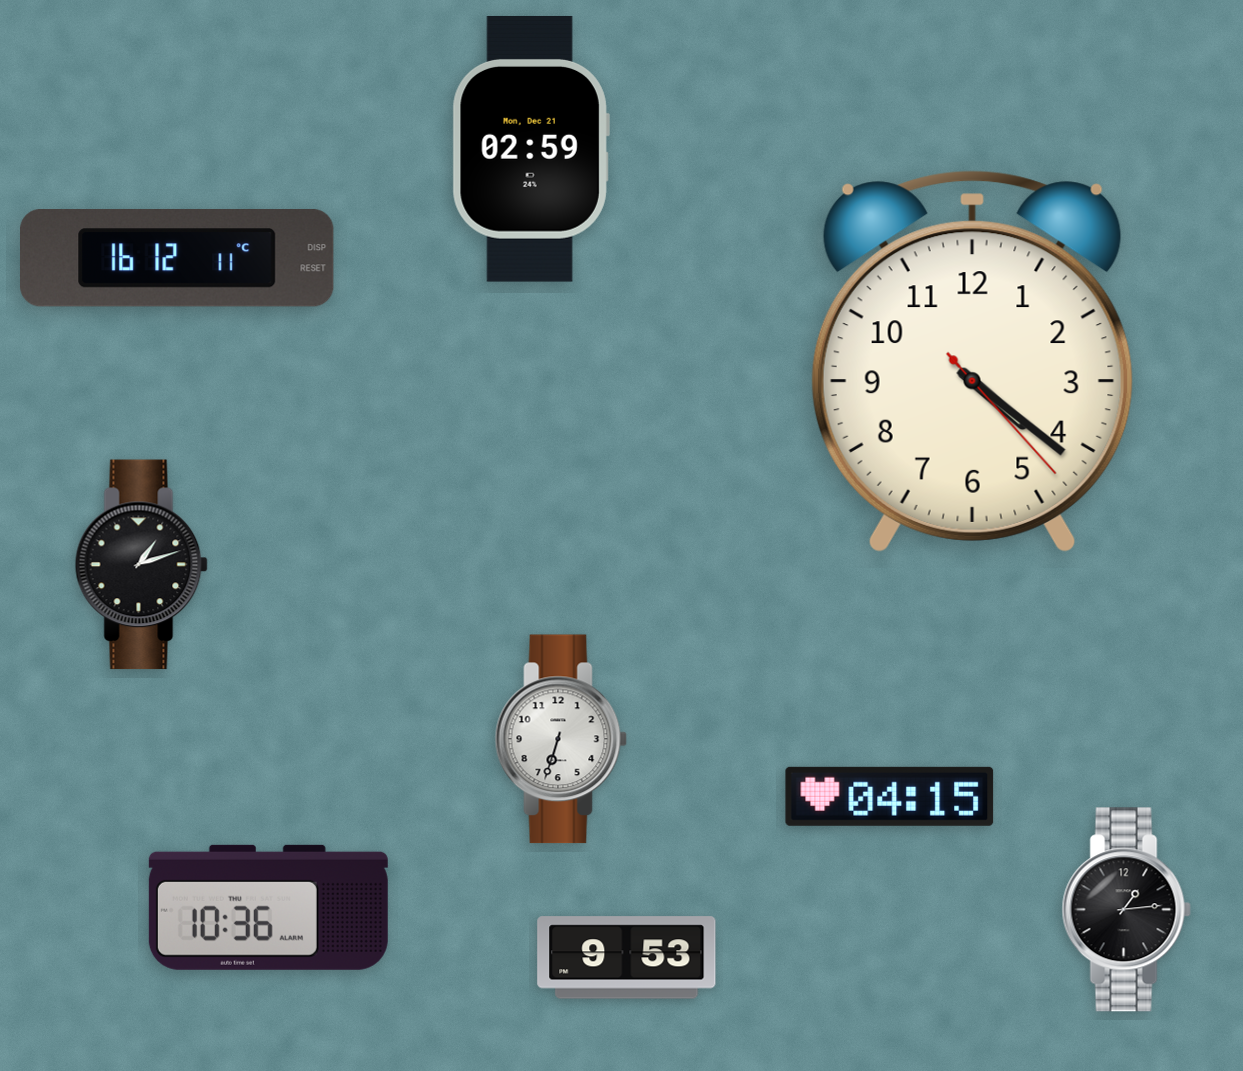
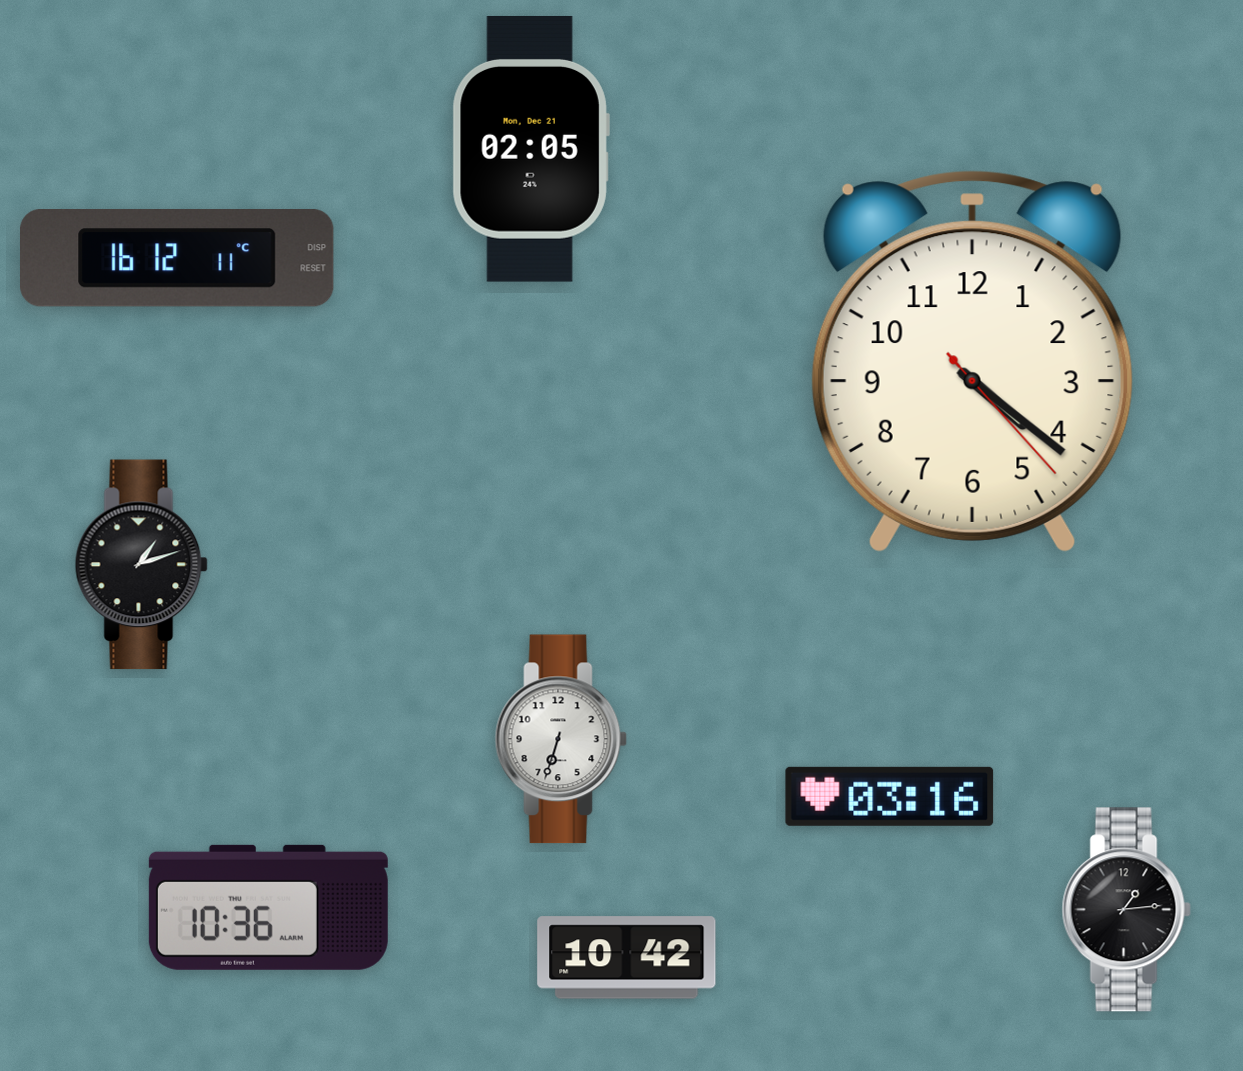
clock at (531, 149): 02:59 -> 02:05
clock at (890, 796): 04:15 -> 03:16
clock at (627, 958): 9:53 -> 10:42
